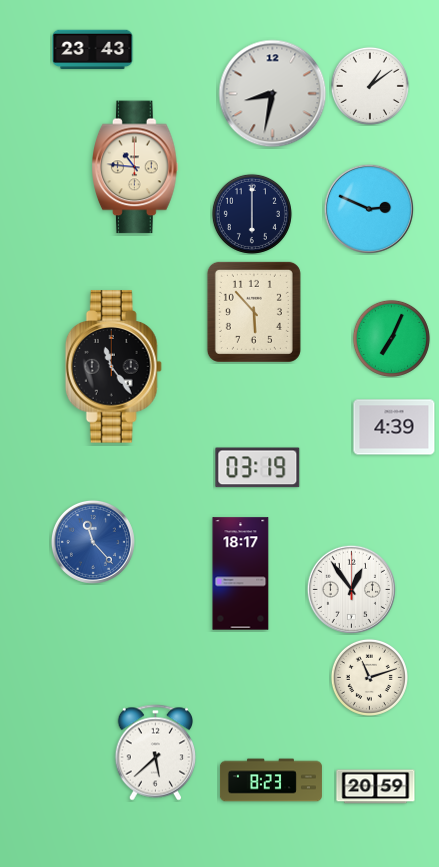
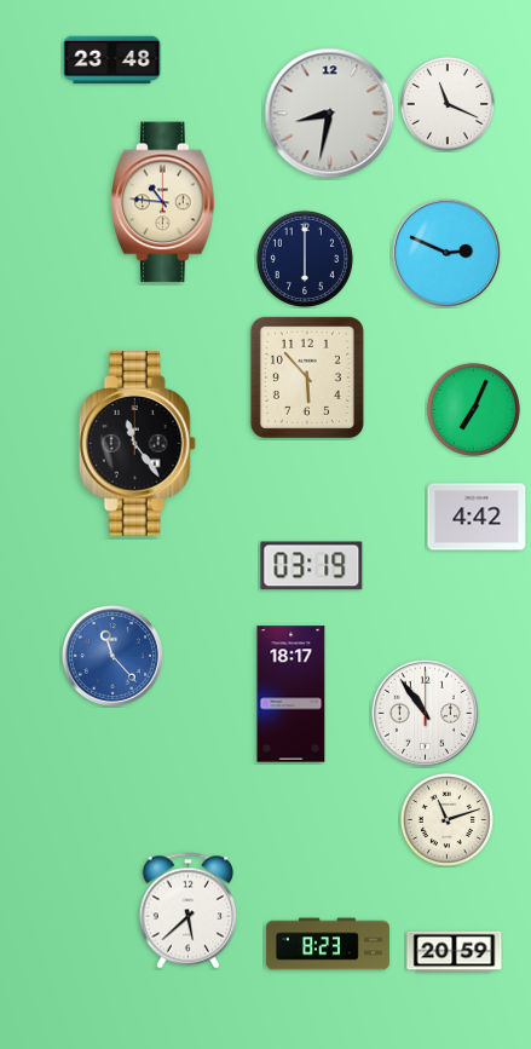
clock at (93, 50): 23:43 -> 23:48
clock at (370, 86): 1:09 -> 11:19
clock at (394, 427): 4:39 -> 4:42
clock at (351, 589): 12:54 -> 10:54
